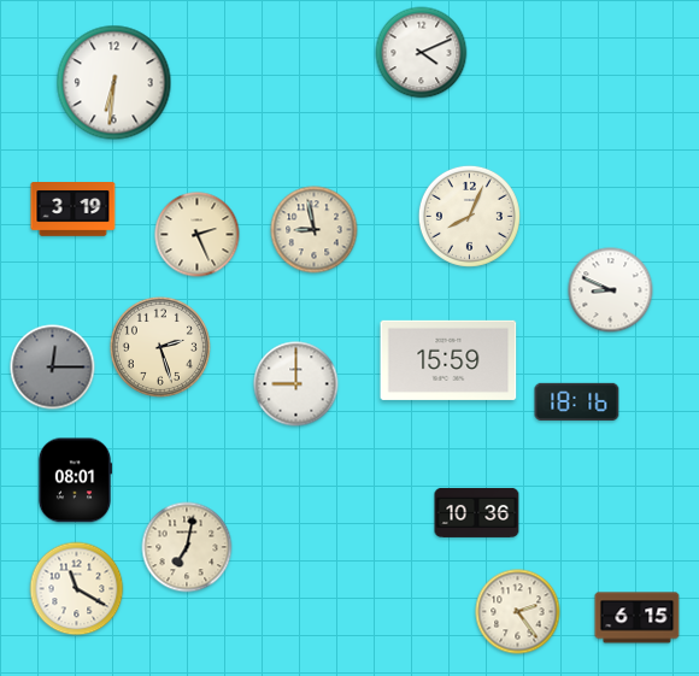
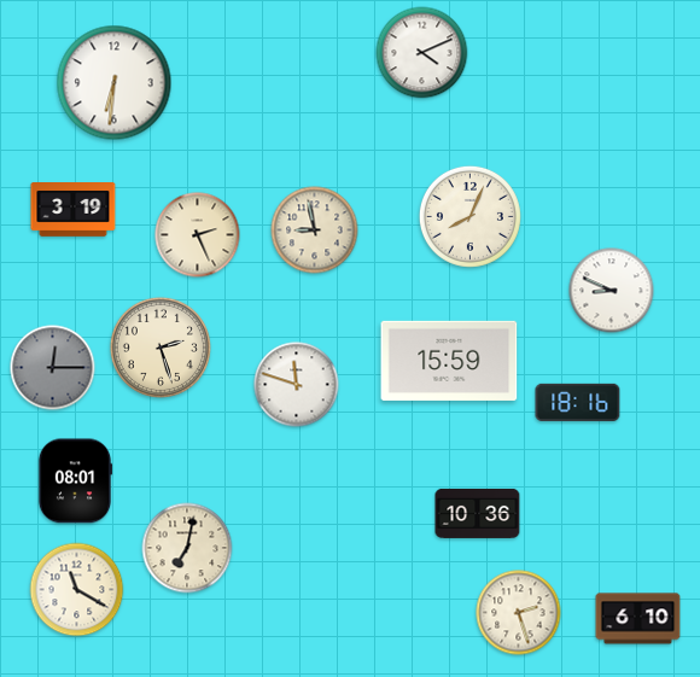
clock at (296, 384): 9:00 -> 11:48
clock at (518, 612): 2:24 -> 2:27
clock at (638, 618): 6:15 -> 6:10
